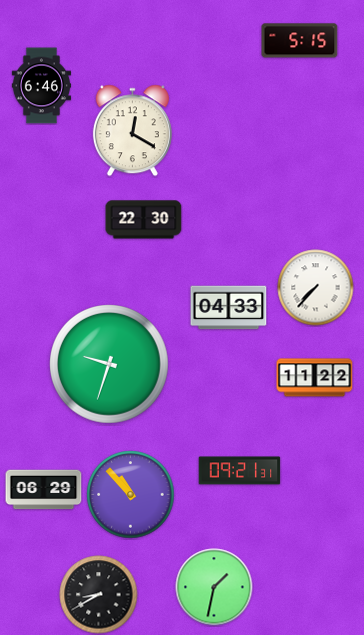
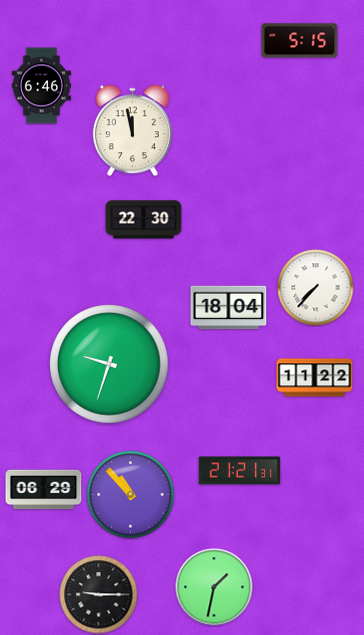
clock at (132, 131): 12:20 -> 11:58
clock at (229, 308): 04:33 -> 18:04
clock at (240, 471): 09:21 -> 21:21
clock at (99, 595): 8:40 -> 9:15
